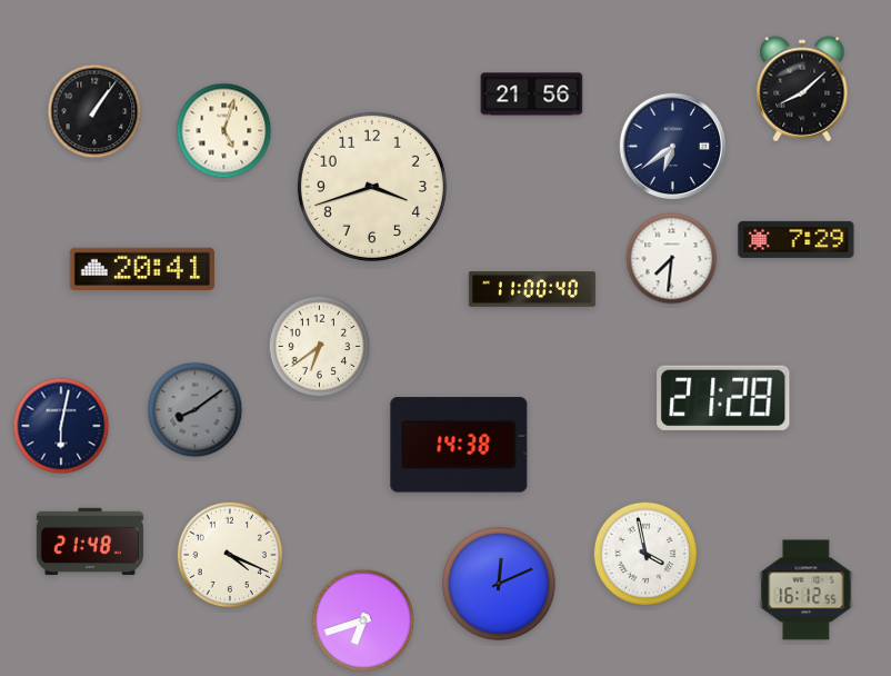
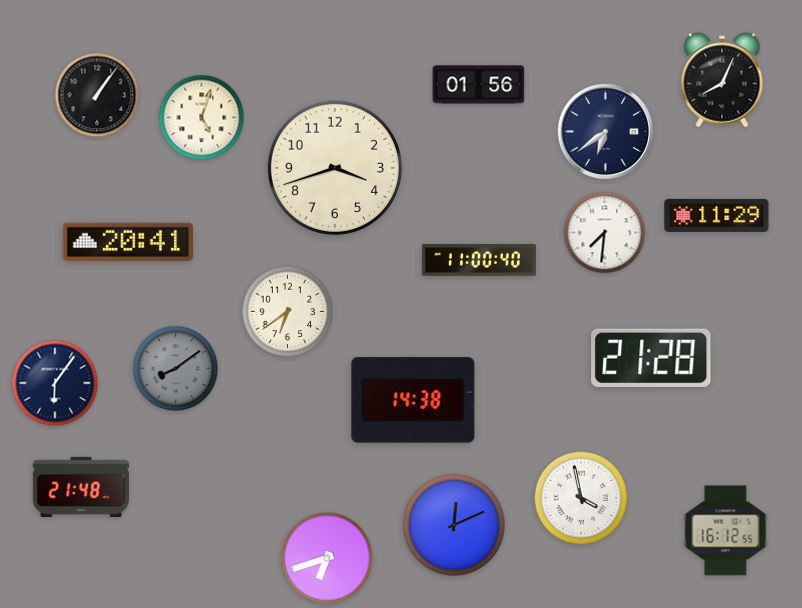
clock at (802, 89): 8:08 -> 8:04
clock at (532, 95): 21:56 -> 01:56
clock at (94, 111) position: (94, 111) -> (97, 95)
clock at (797, 239): 7:29 -> 11:29
clock at (61, 426): 6:02 -> 6:06
clock at (230, 555): 4:19 -> none
clock at (500, 585) position: (500, 585) -> (455, 526)
